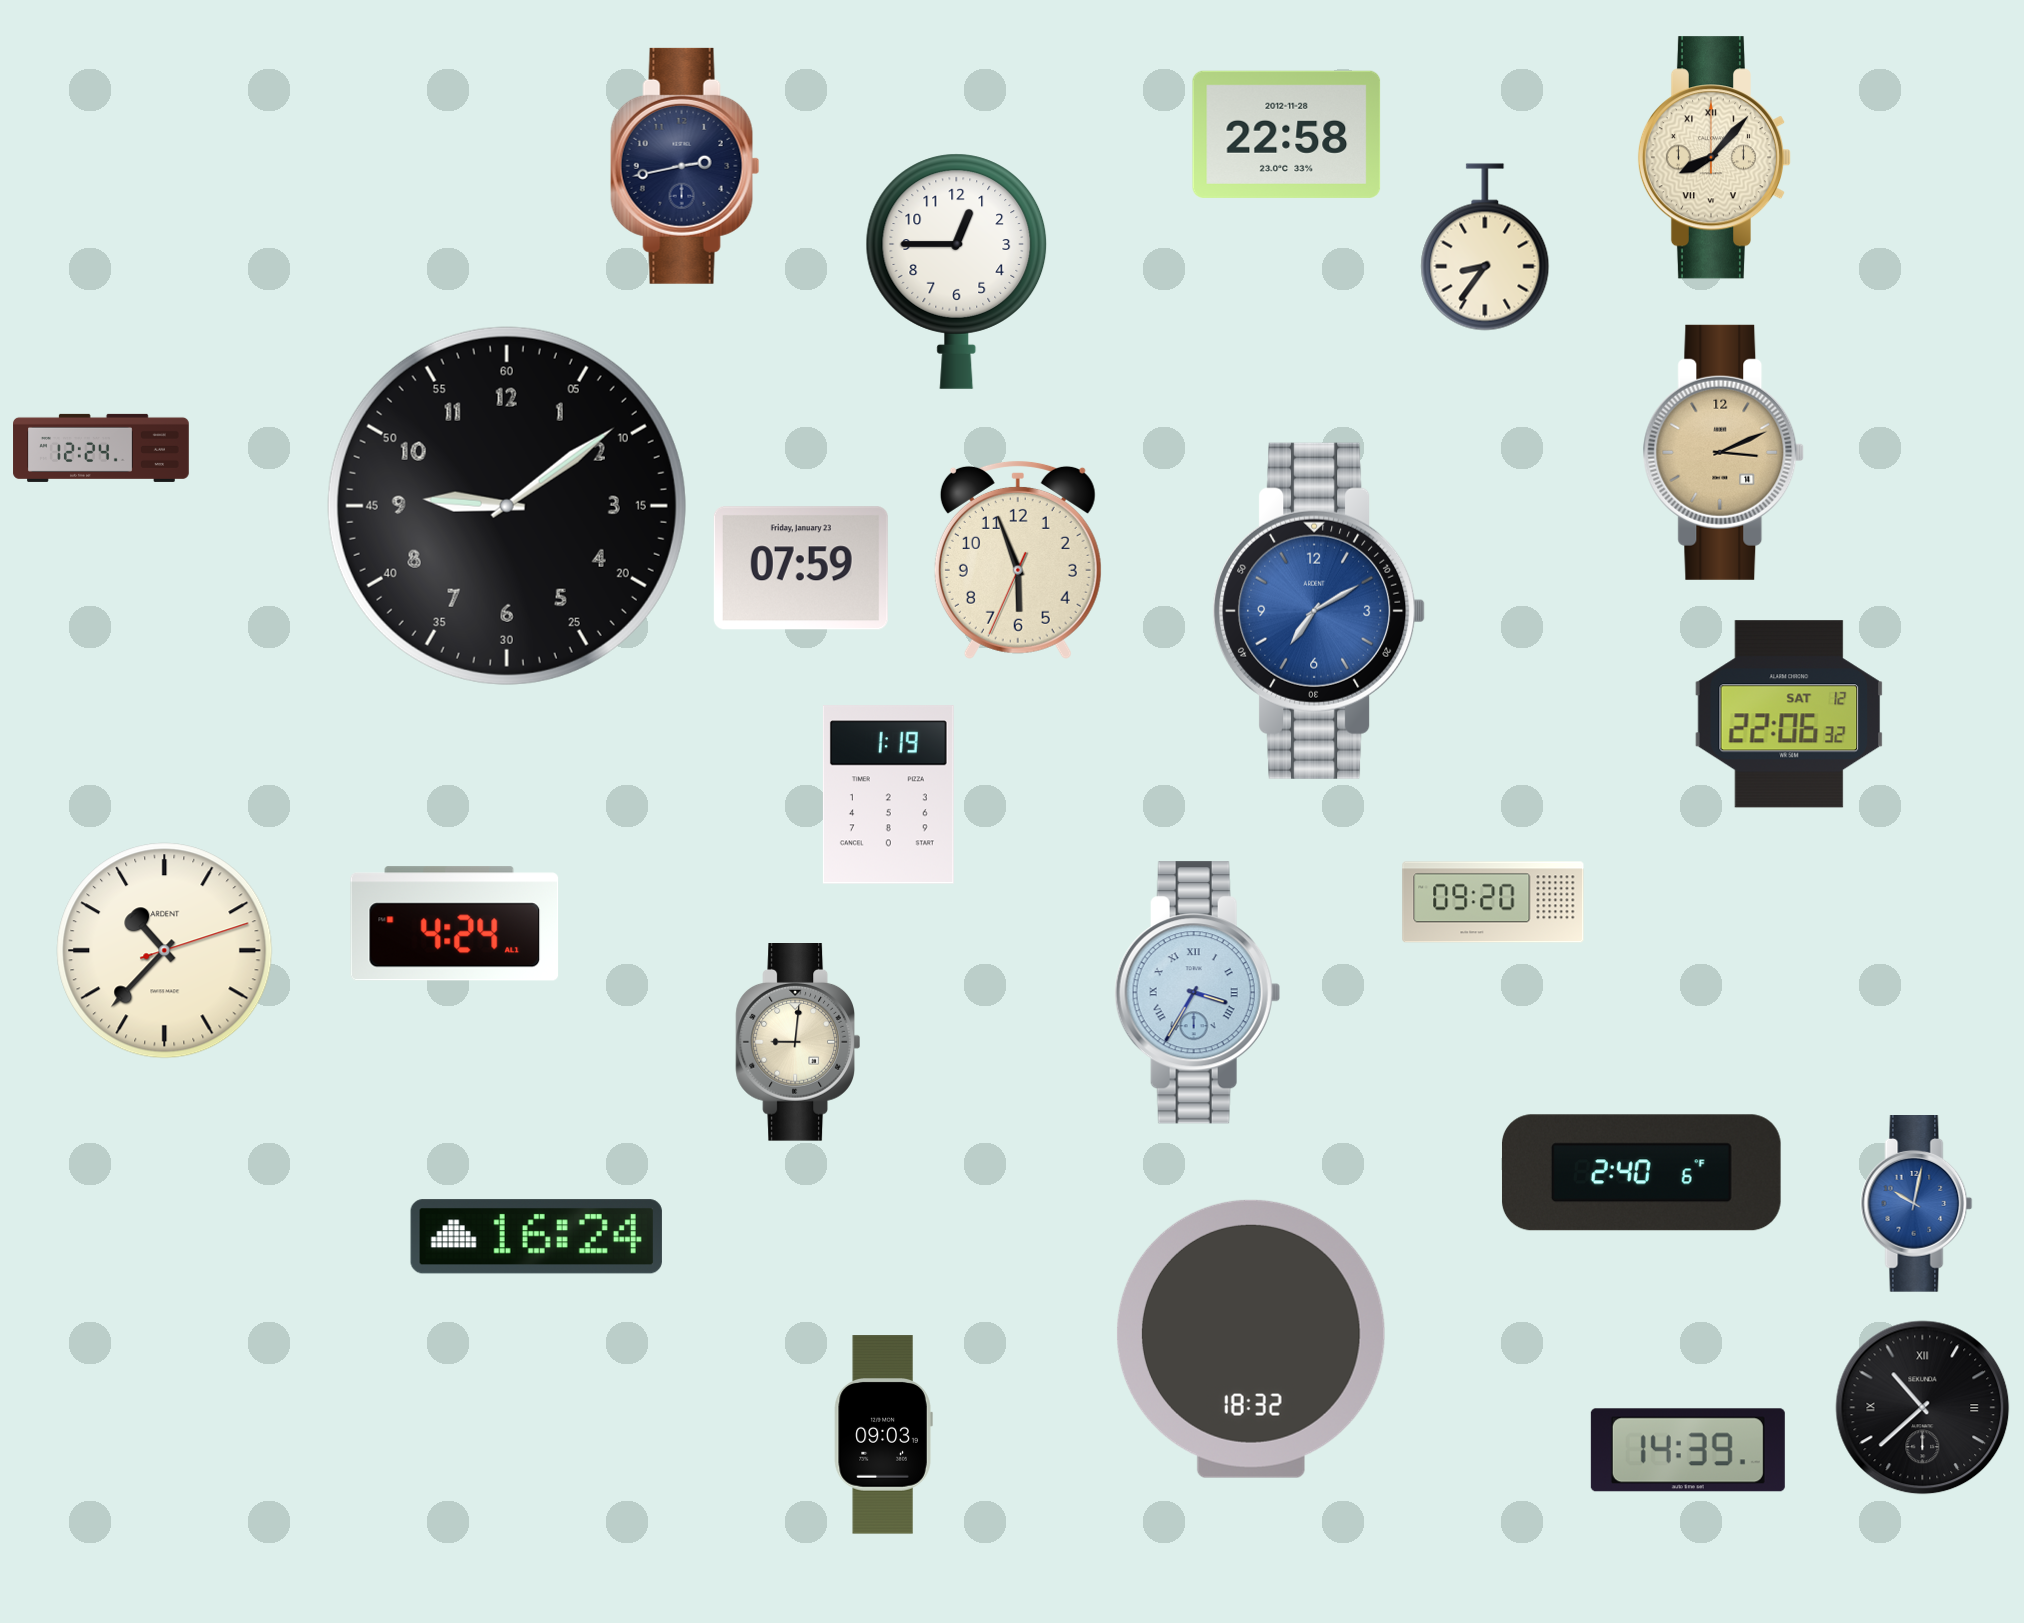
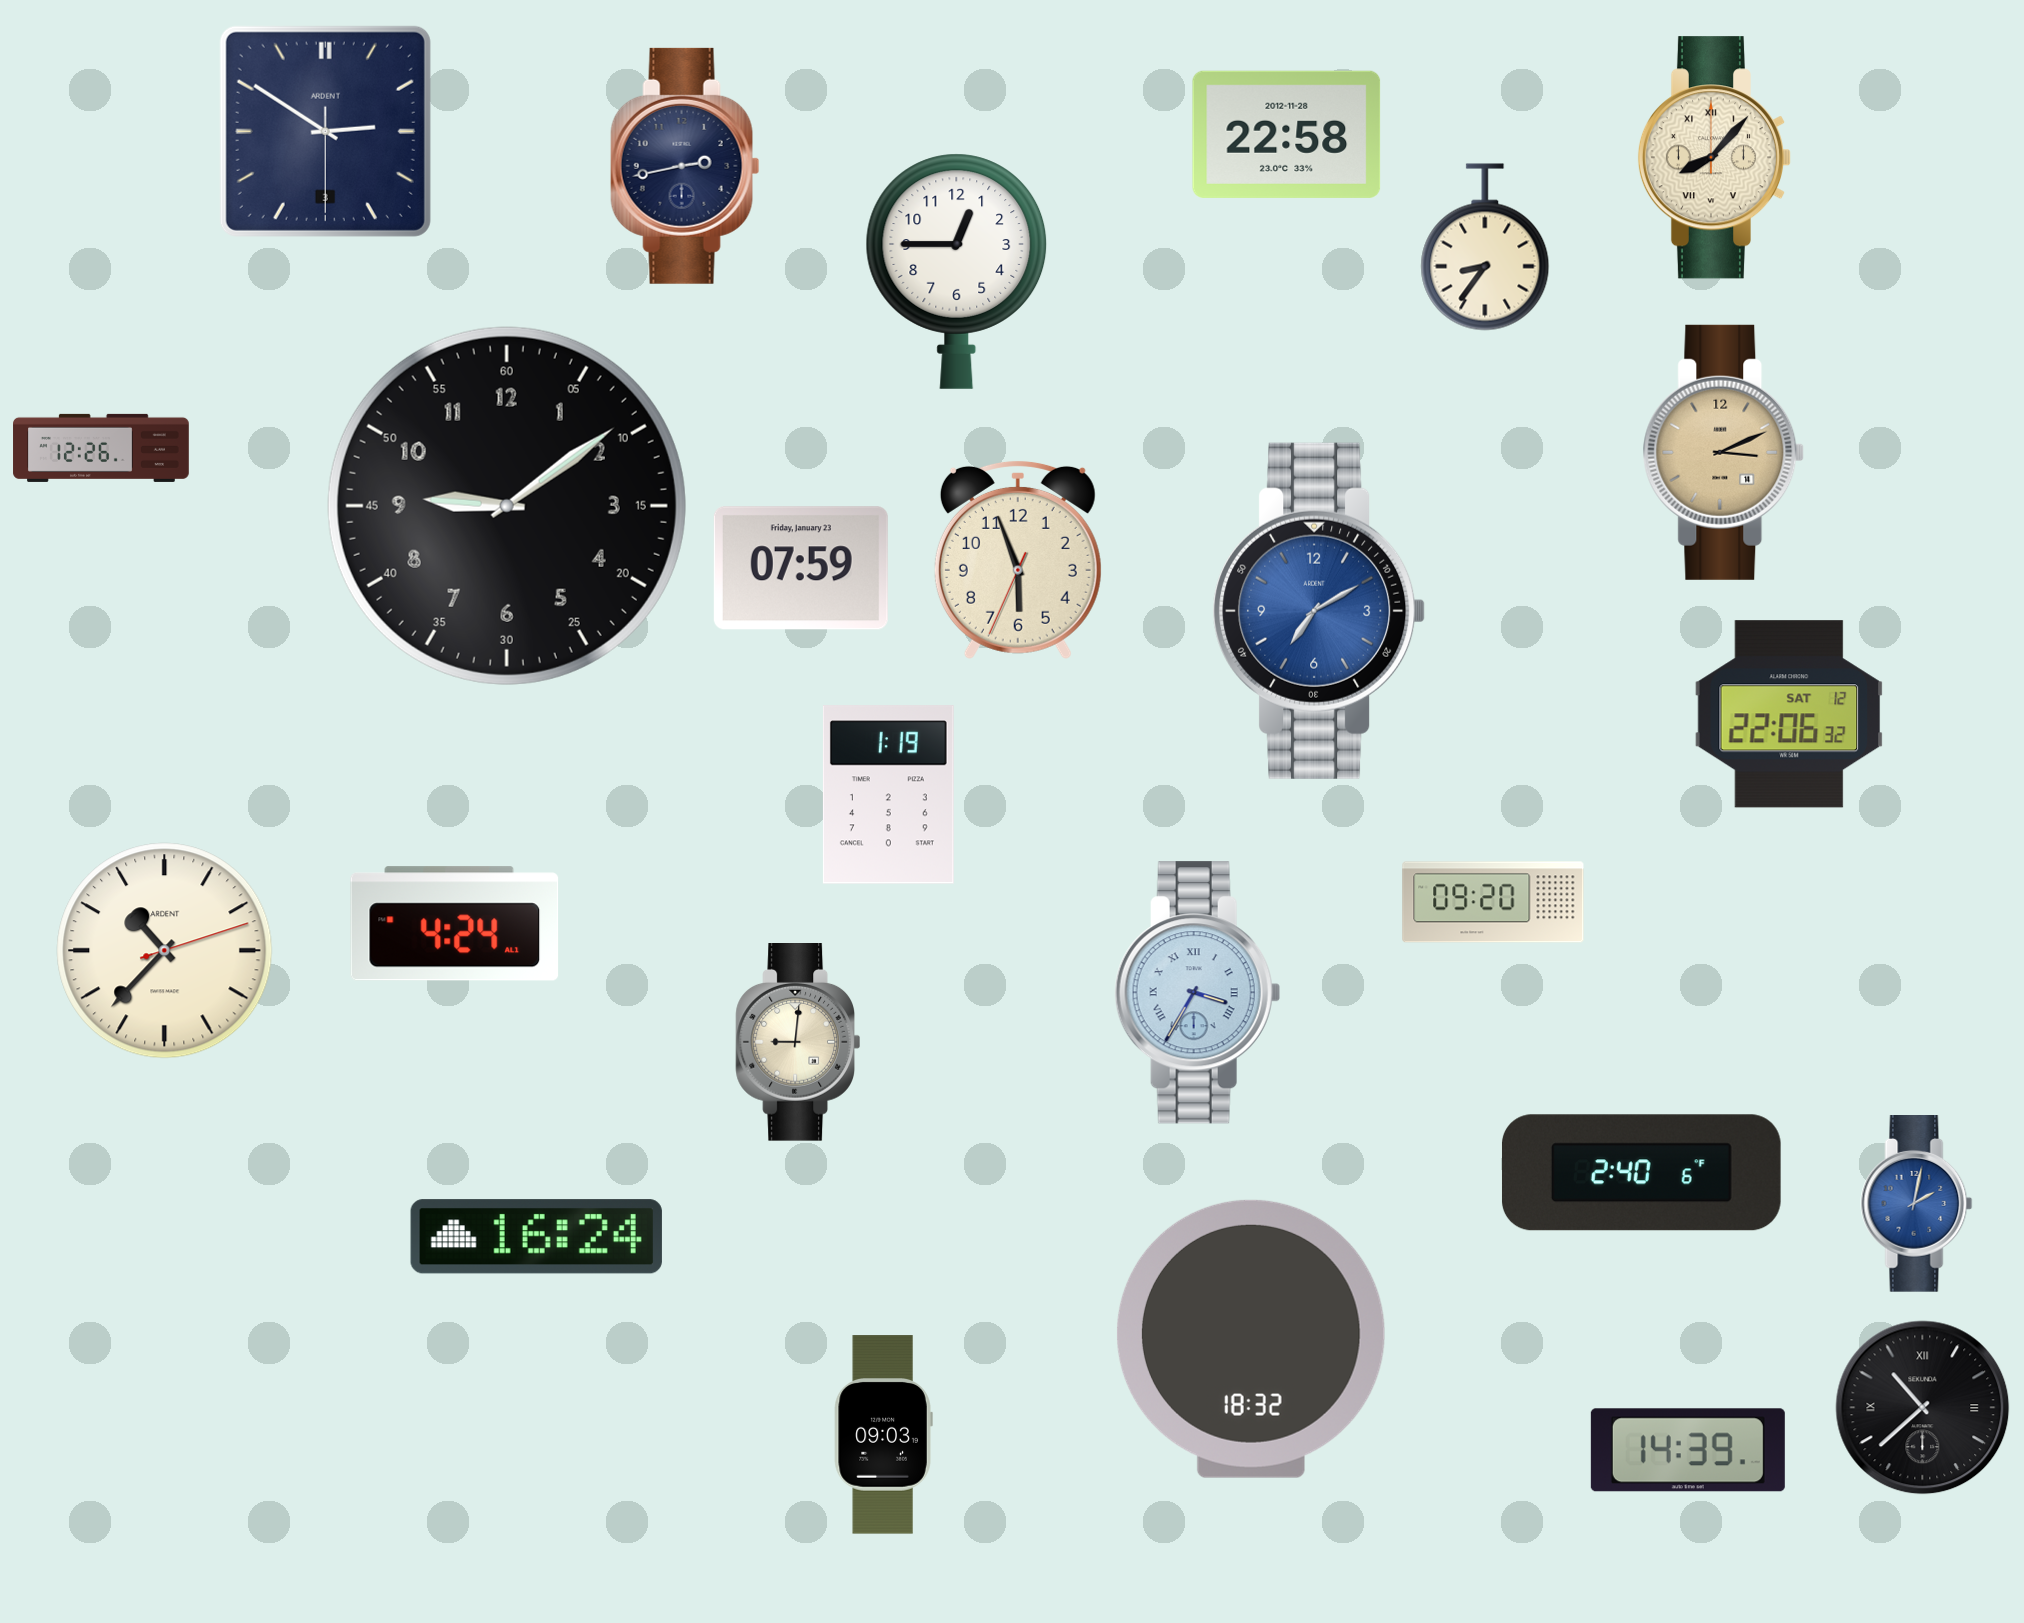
clock at (325, 131): none -> 2:50
clock at (101, 448): 12:24 -> 12:26
clock at (1917, 1204): 10:02 -> 2:02
